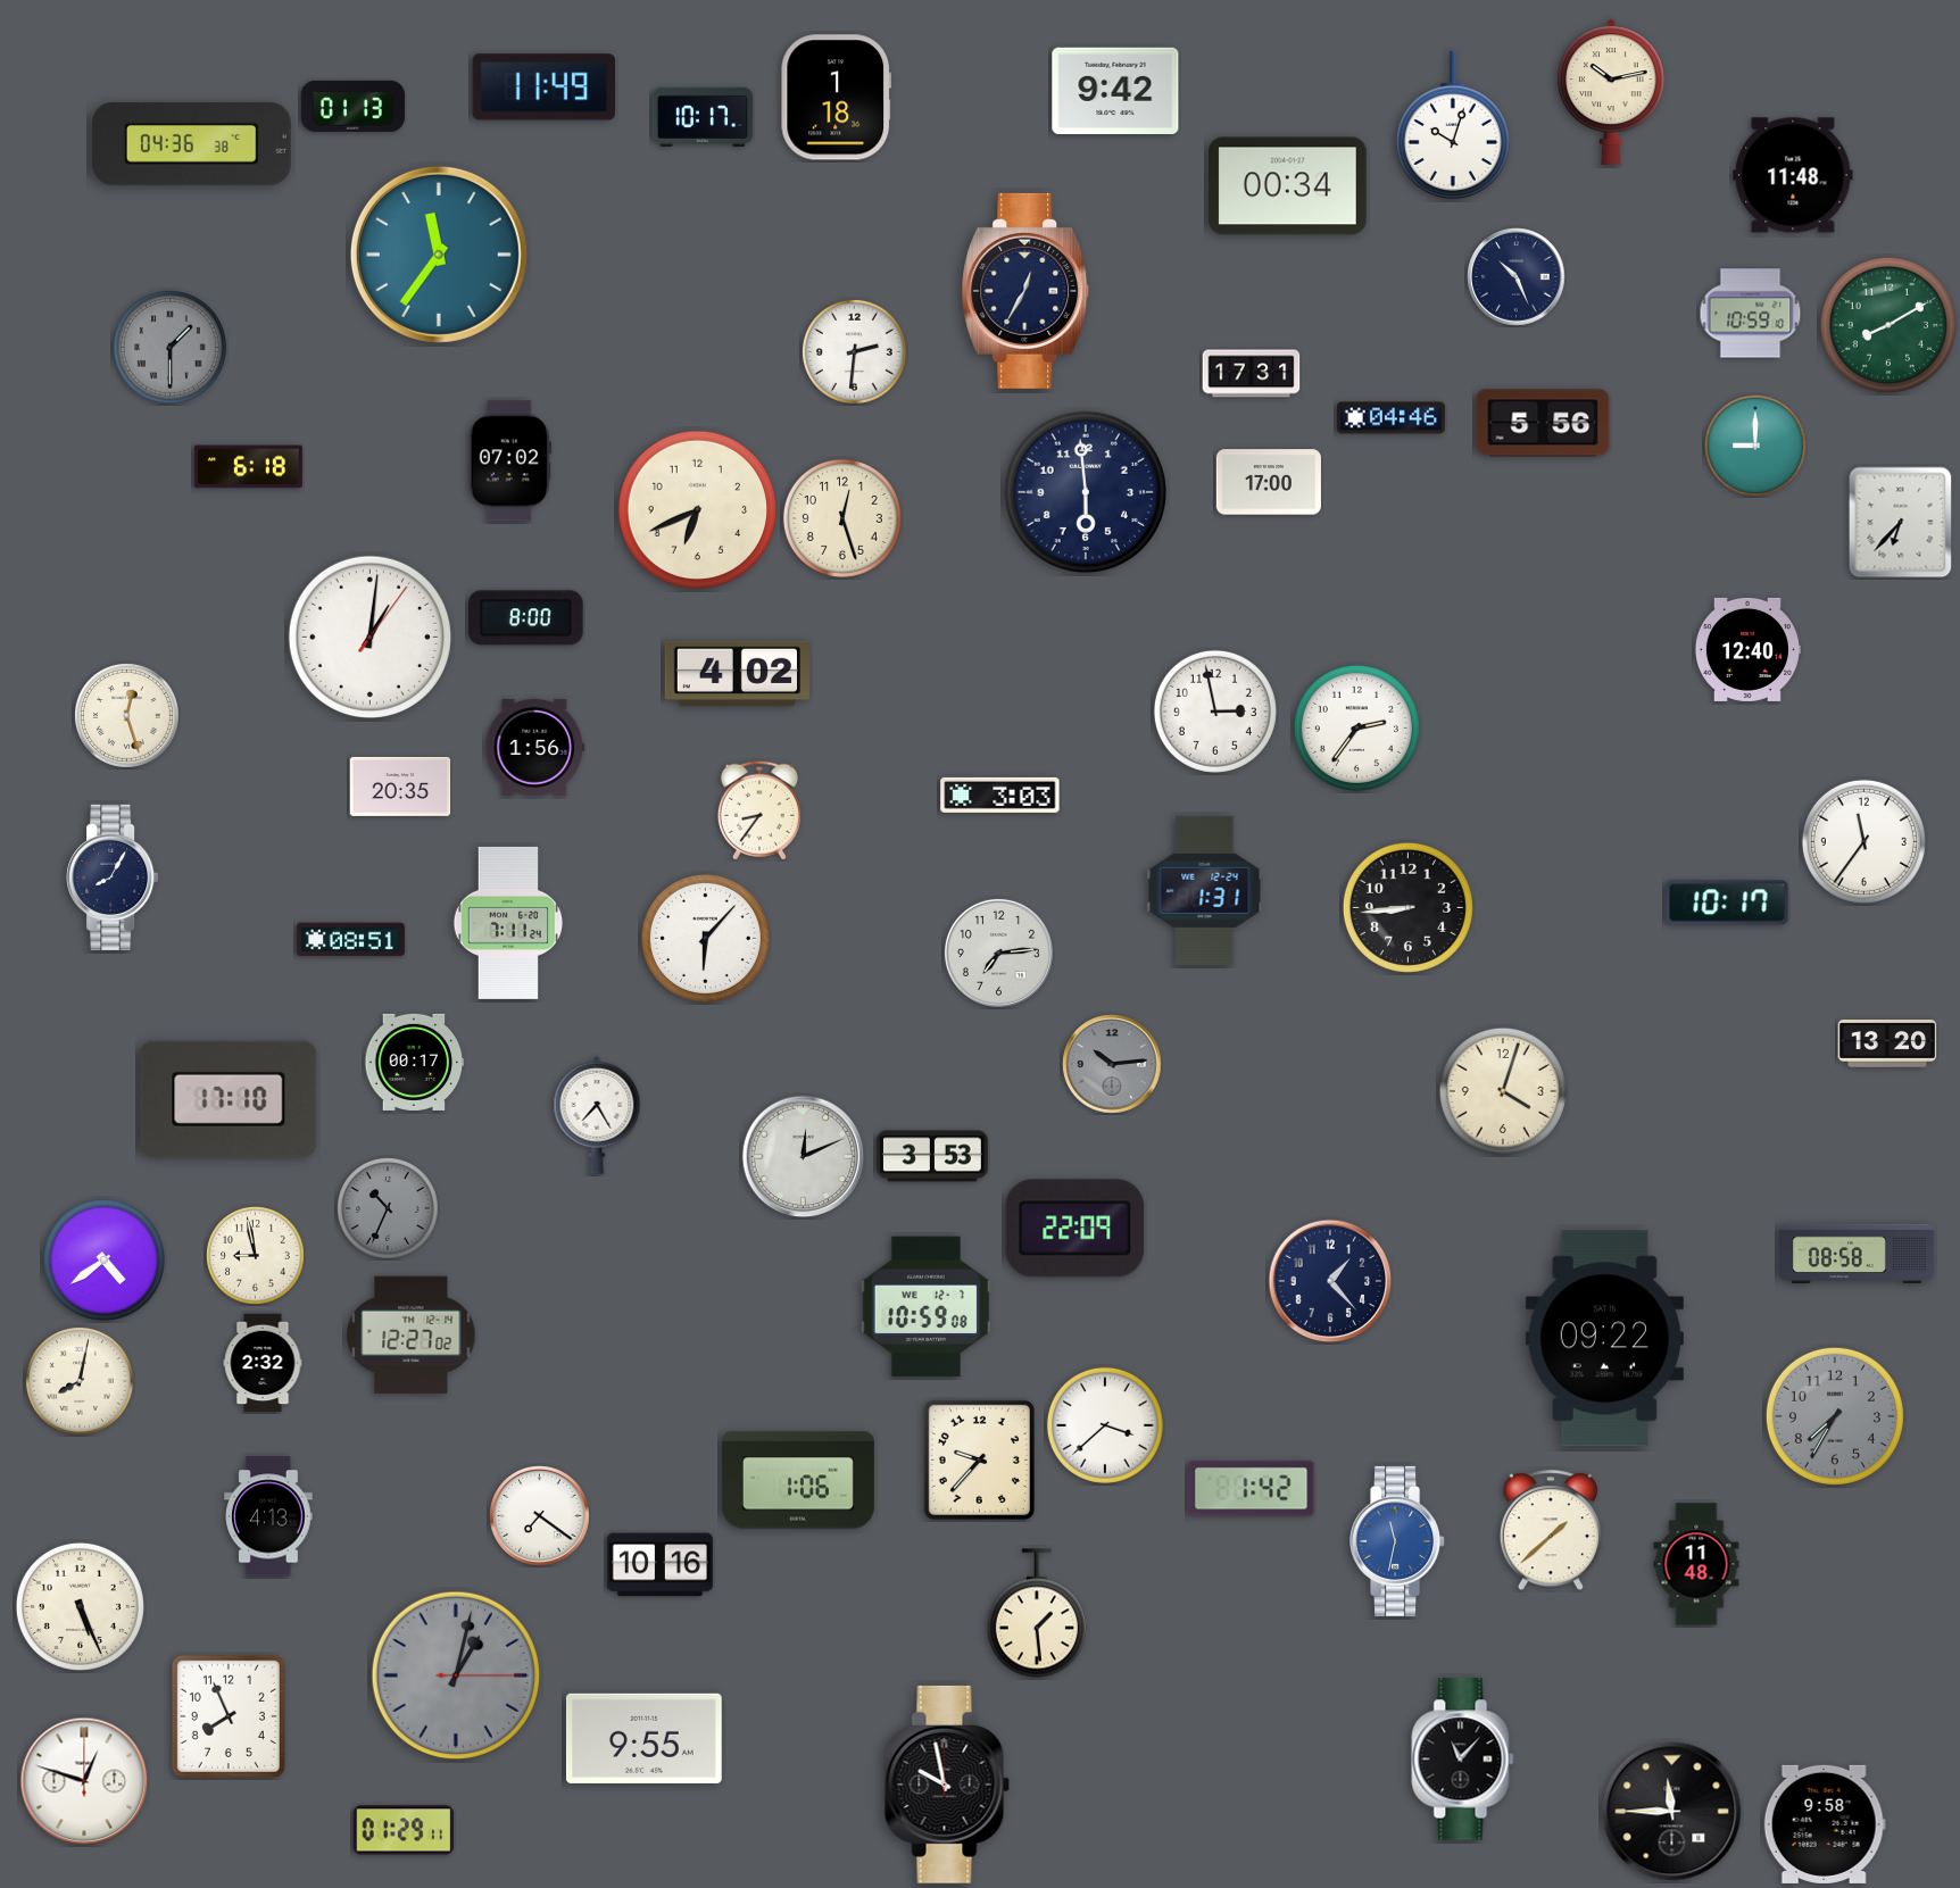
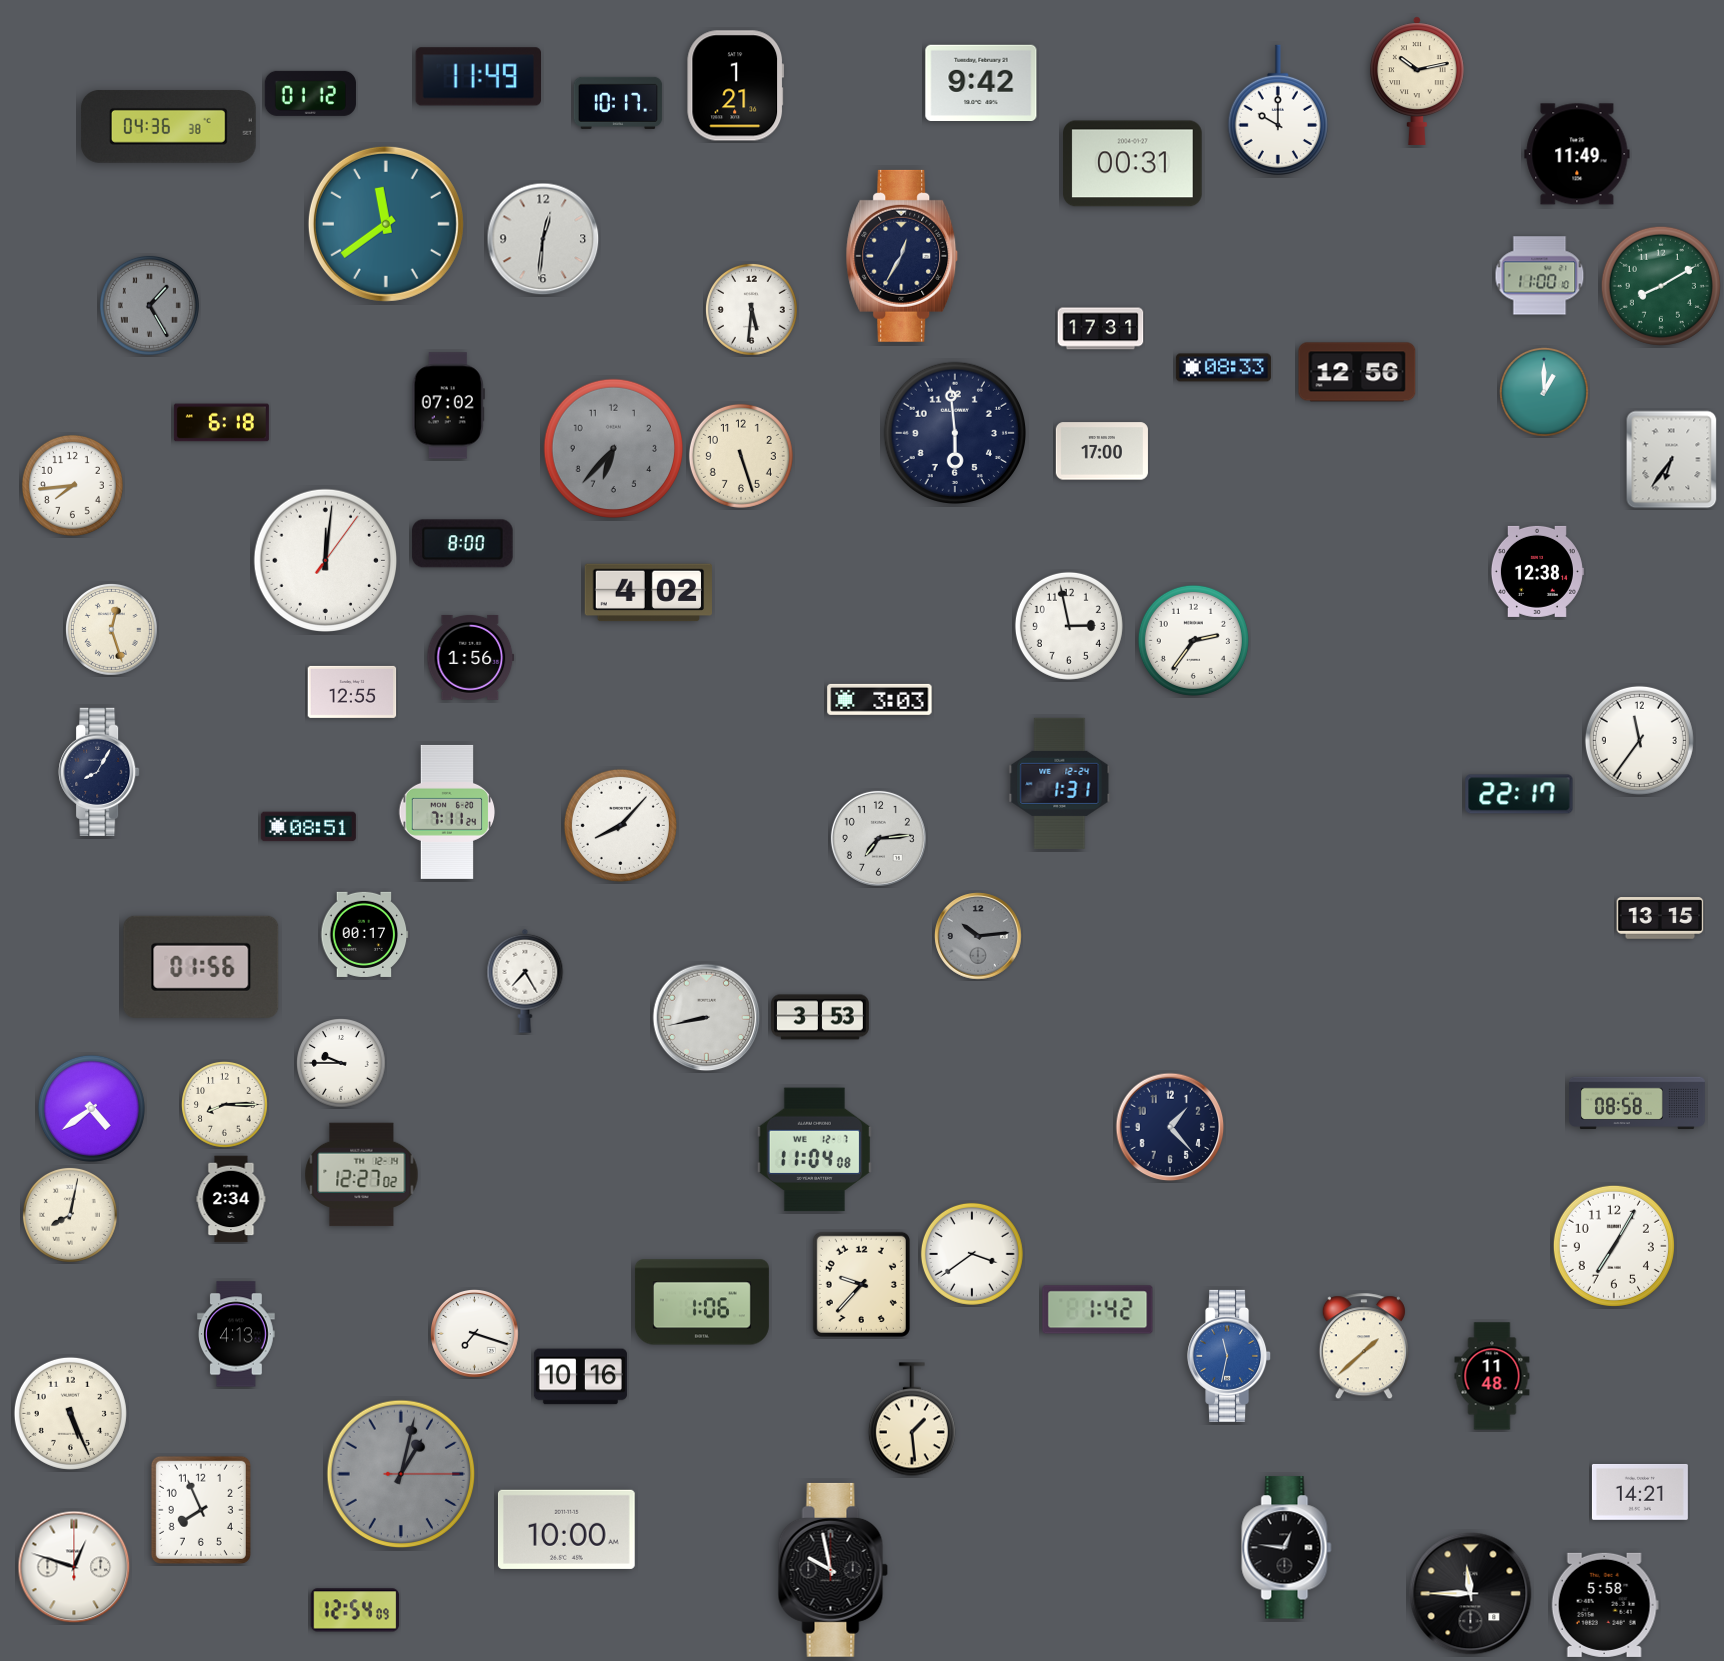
clock at (1115, 90) position: (1115, 90) -> (981, 82)
clock at (837, 98): 1:18 -> 1:21
clock at (352, 106): 01:13 -> 01:12
clock at (1453, 124): 10:03 -> 10:00
clock at (1793, 175): 11:48 -> 11:49
clock at (1288, 186): 00:34 -> 00:31
clock at (439, 255): 11:36 -> 11:39
clock at (543, 239): none -> 12:31
clock at (1517, 277): 10:26 -> none
clock at (1751, 314): 10:59 -> 11:00
clock at (169, 347): 1:30 -> 1:25
clock at (854, 351): 2:31 -> 5:31
clock at (1390, 418): 04:46 -> 08:33
clock at (1543, 423): 5:56 -> 12:56
clock at (1756, 447): 9:00 -> 1:00
clock at (248, 467) position: (248, 467) -> (221, 423)
clock at (1269, 482) position: (1269, 482) -> (1102, 451)
clock at (697, 509): 6:41 -> 6:37
clock at (697, 509) dial: cream -> grey
clock at (842, 518): 12:27 -> 5:27
clock at (1901, 523): 6:37 -> 6:36
clock at (72, 485): none -> 7:44
clock at (369, 637): 1:01 -> 12:01
clock at (1747, 649): 12:40 -> 12:38
clock at (400, 787): 20:35 -> 12:55
clock at (759, 810): 8:36 -> none
clock at (1727, 903): 10:17 -> 22:17
clock at (1407, 907): 8:44 -> none
clock at (705, 938): 6:07 -> 8:07
clock at (1887, 1043): 13:20 -> 13:15
clock at (1503, 1091): 4:03 -> none
clock at (229, 1099): 17:10 -> 01:56
clock at (804, 1157): 12:11 -> 8:43
clock at (389, 1209): 10:34 -> 9:45
clock at (389, 1209) dial: grey -> white
clock at (1075, 1229): 22:09 -> none
clock at (1858, 1254) position: (1858, 1254) -> (1638, 1103)
clock at (256, 1256): 8:58 -> 8:15
clock at (925, 1307): 10:59 -> 11:04
clock at (1604, 1339): 09:22 -> none
clock at (263, 1363): 2:32 -> 2:34
clock at (1835, 1416): 7:35 -> 7:05
clock at (1835, 1416) dial: grey -> white
clock at (1105, 1425): 3:38 -> 3:39
clock at (1252, 1489) position: (1252, 1489) -> (1098, 1310)
clock at (540, 1516): 7:21 -> 7:18
clock at (1640, 1492): none -> 14:21
clock at (643, 1738): 9:55 -> 10:00
clock at (1463, 1760): 11:07 -> 12:46
clock at (1825, 1824): 9:58 -> 5:58
clock at (404, 1830): 01:29 -> 12:54
